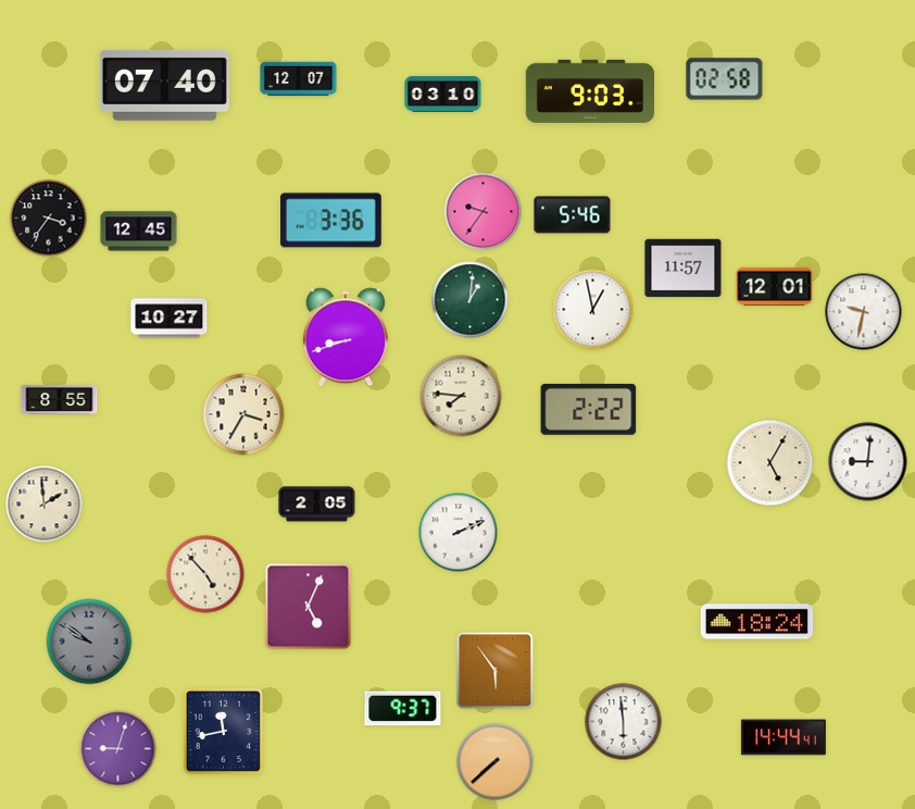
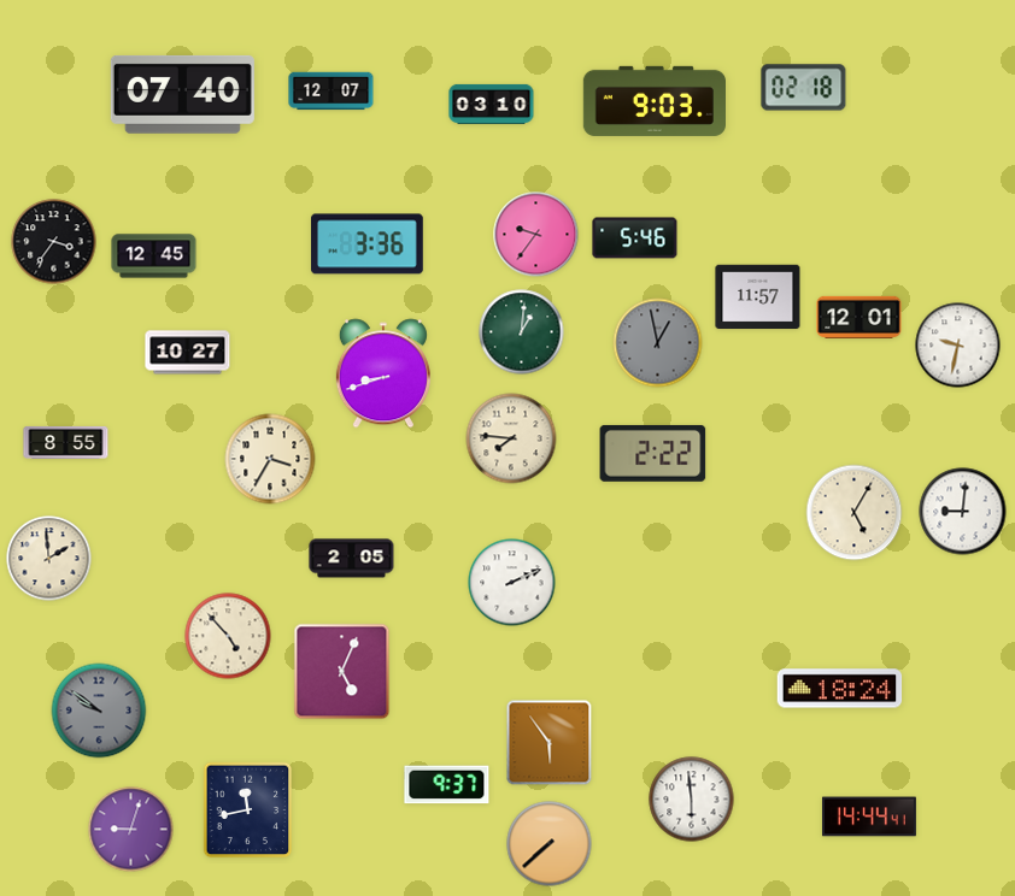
clock at (299, 79) position: (299, 79) -> (332, 92)
clock at (725, 79): 02:58 -> 02:18
clock at (593, 310) dial: white -> grey
clock at (459, 533) position: (459, 533) -> (512, 583)
